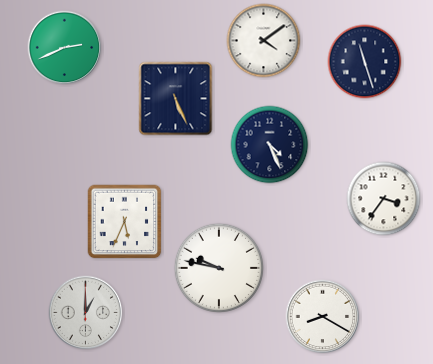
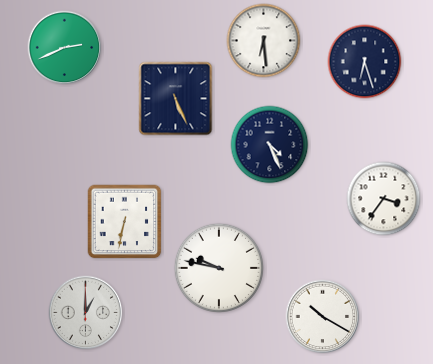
clock at (264, 41): 4:09 -> 6:29
clock at (365, 62): 11:27 -> 6:27
clock at (125, 222): 5:34 -> 6:32
clock at (323, 317): 8:20 -> 10:20
